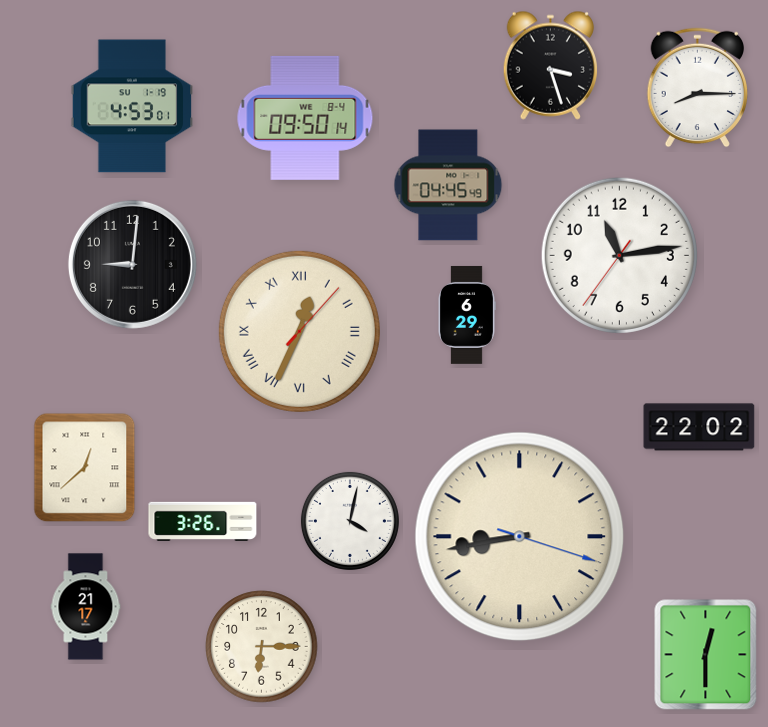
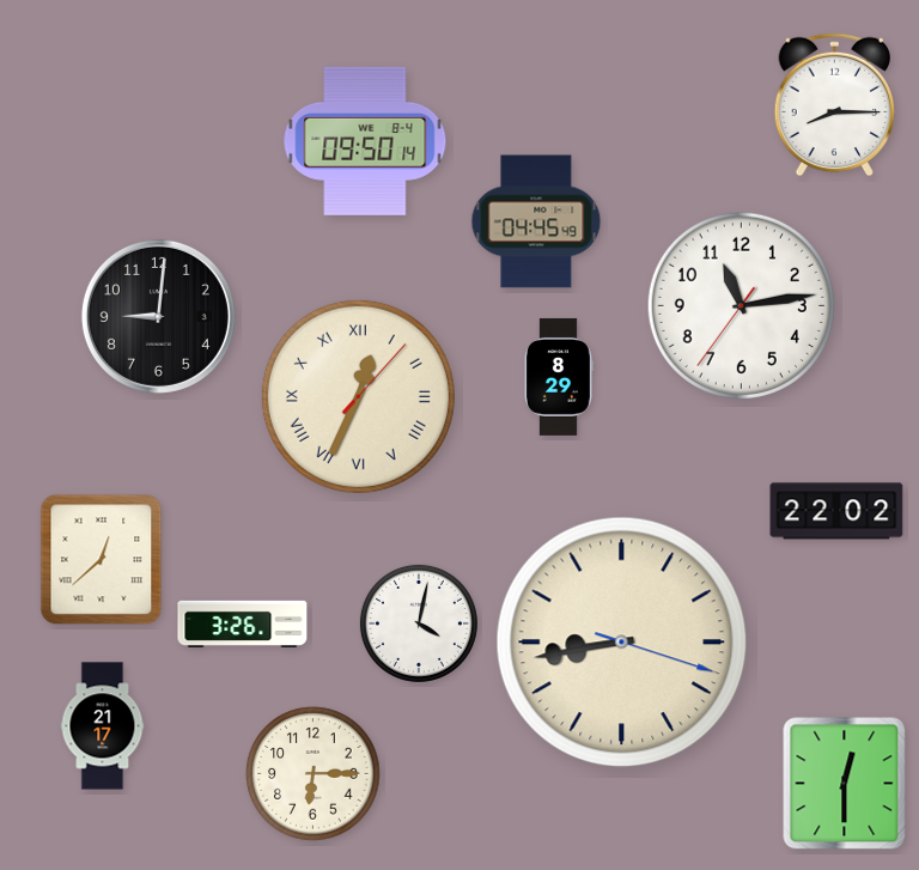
clock at (550, 65): 3:27 -> none
clock at (132, 106): 4:53 -> none
clock at (467, 315): 6:29 -> 8:29
